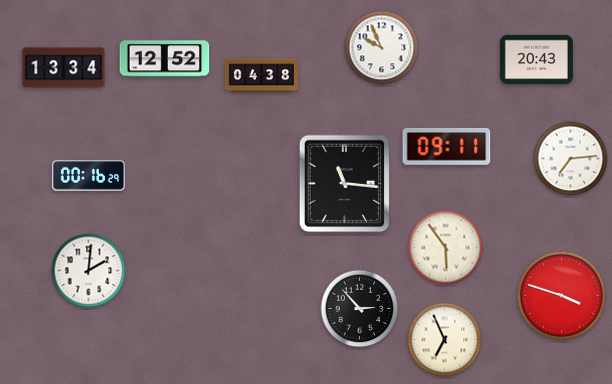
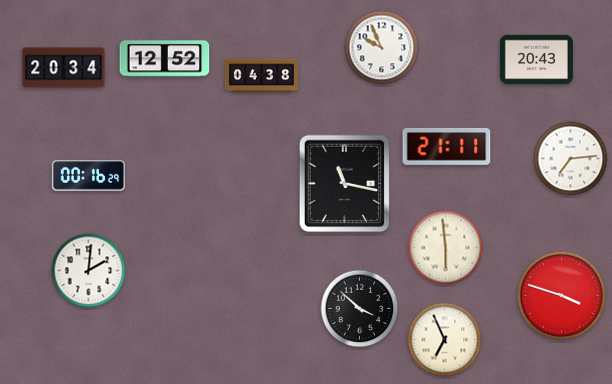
clock at (64, 68): 13:34 -> 20:34
clock at (447, 146): 09:11 -> 21:11
clock at (345, 184): 11:16 -> 11:17
clock at (446, 248): 5:54 -> 5:59
clock at (360, 309): 2:53 -> 3:52
